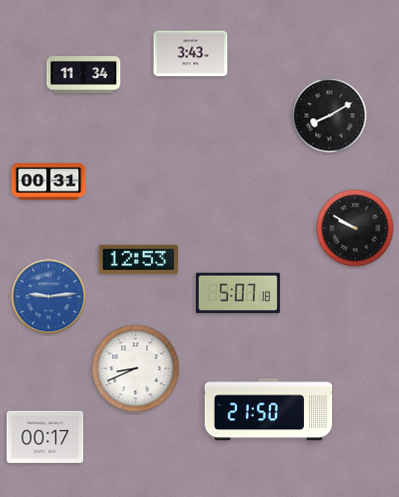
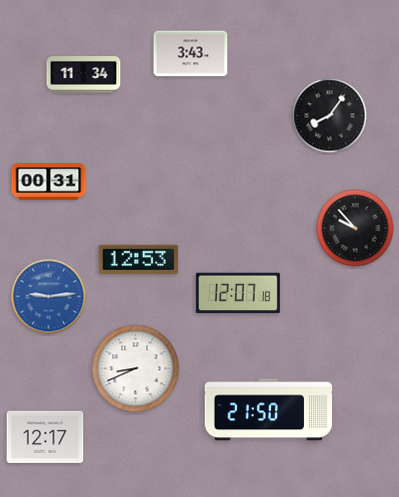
clock at (330, 116): 8:10 -> 8:06
clock at (355, 228): 9:50 -> 9:53
clock at (238, 293): 5:07 -> 12:07
clock at (45, 437): 00:17 -> 12:17
